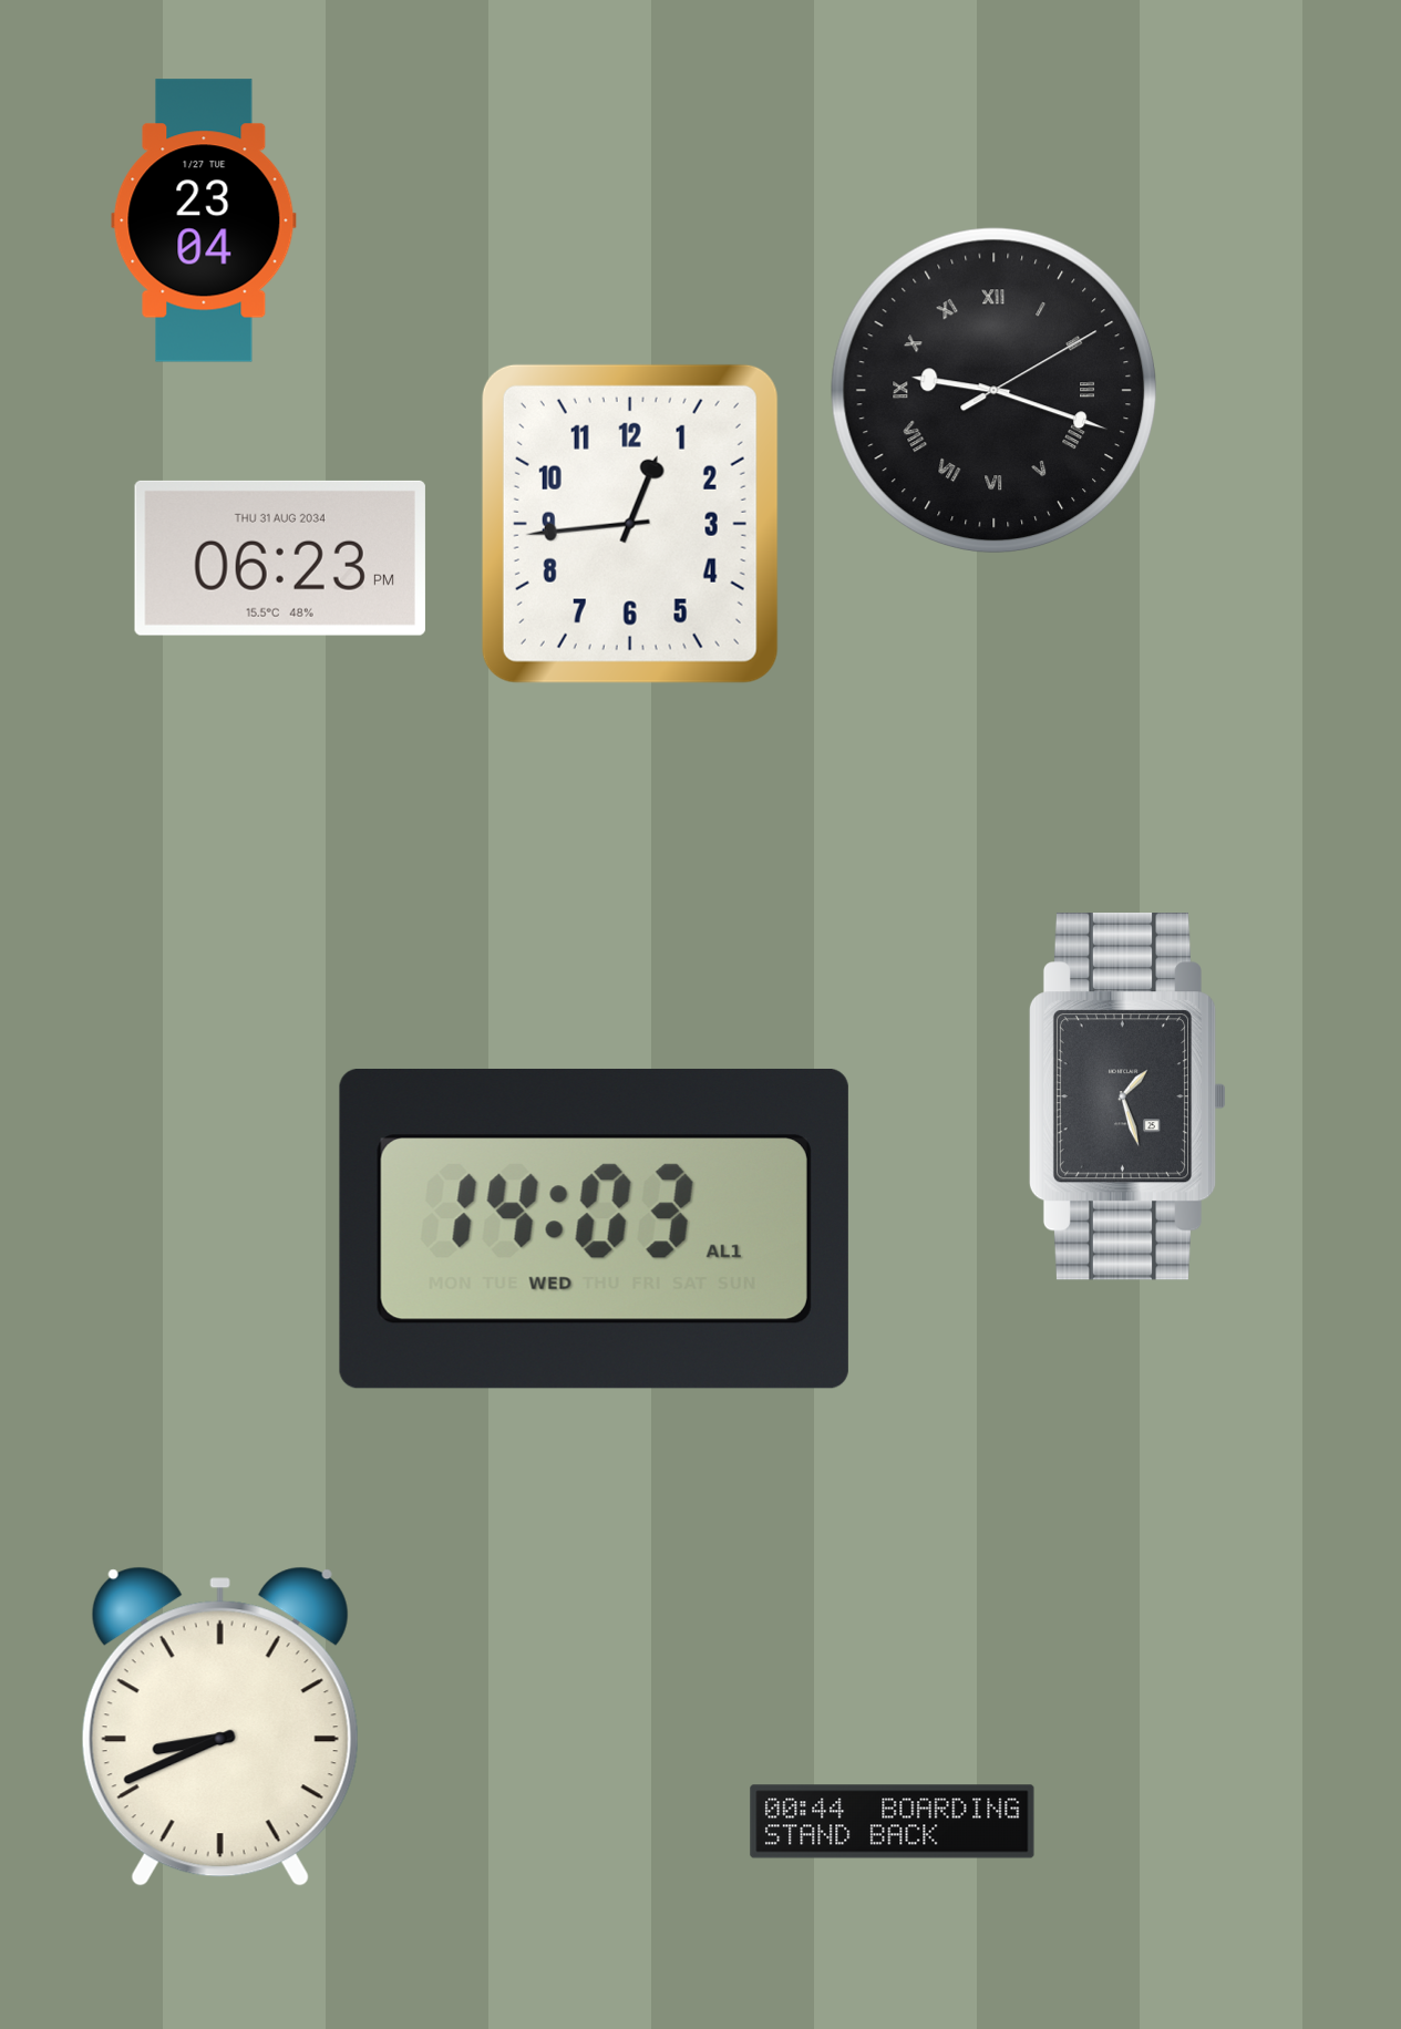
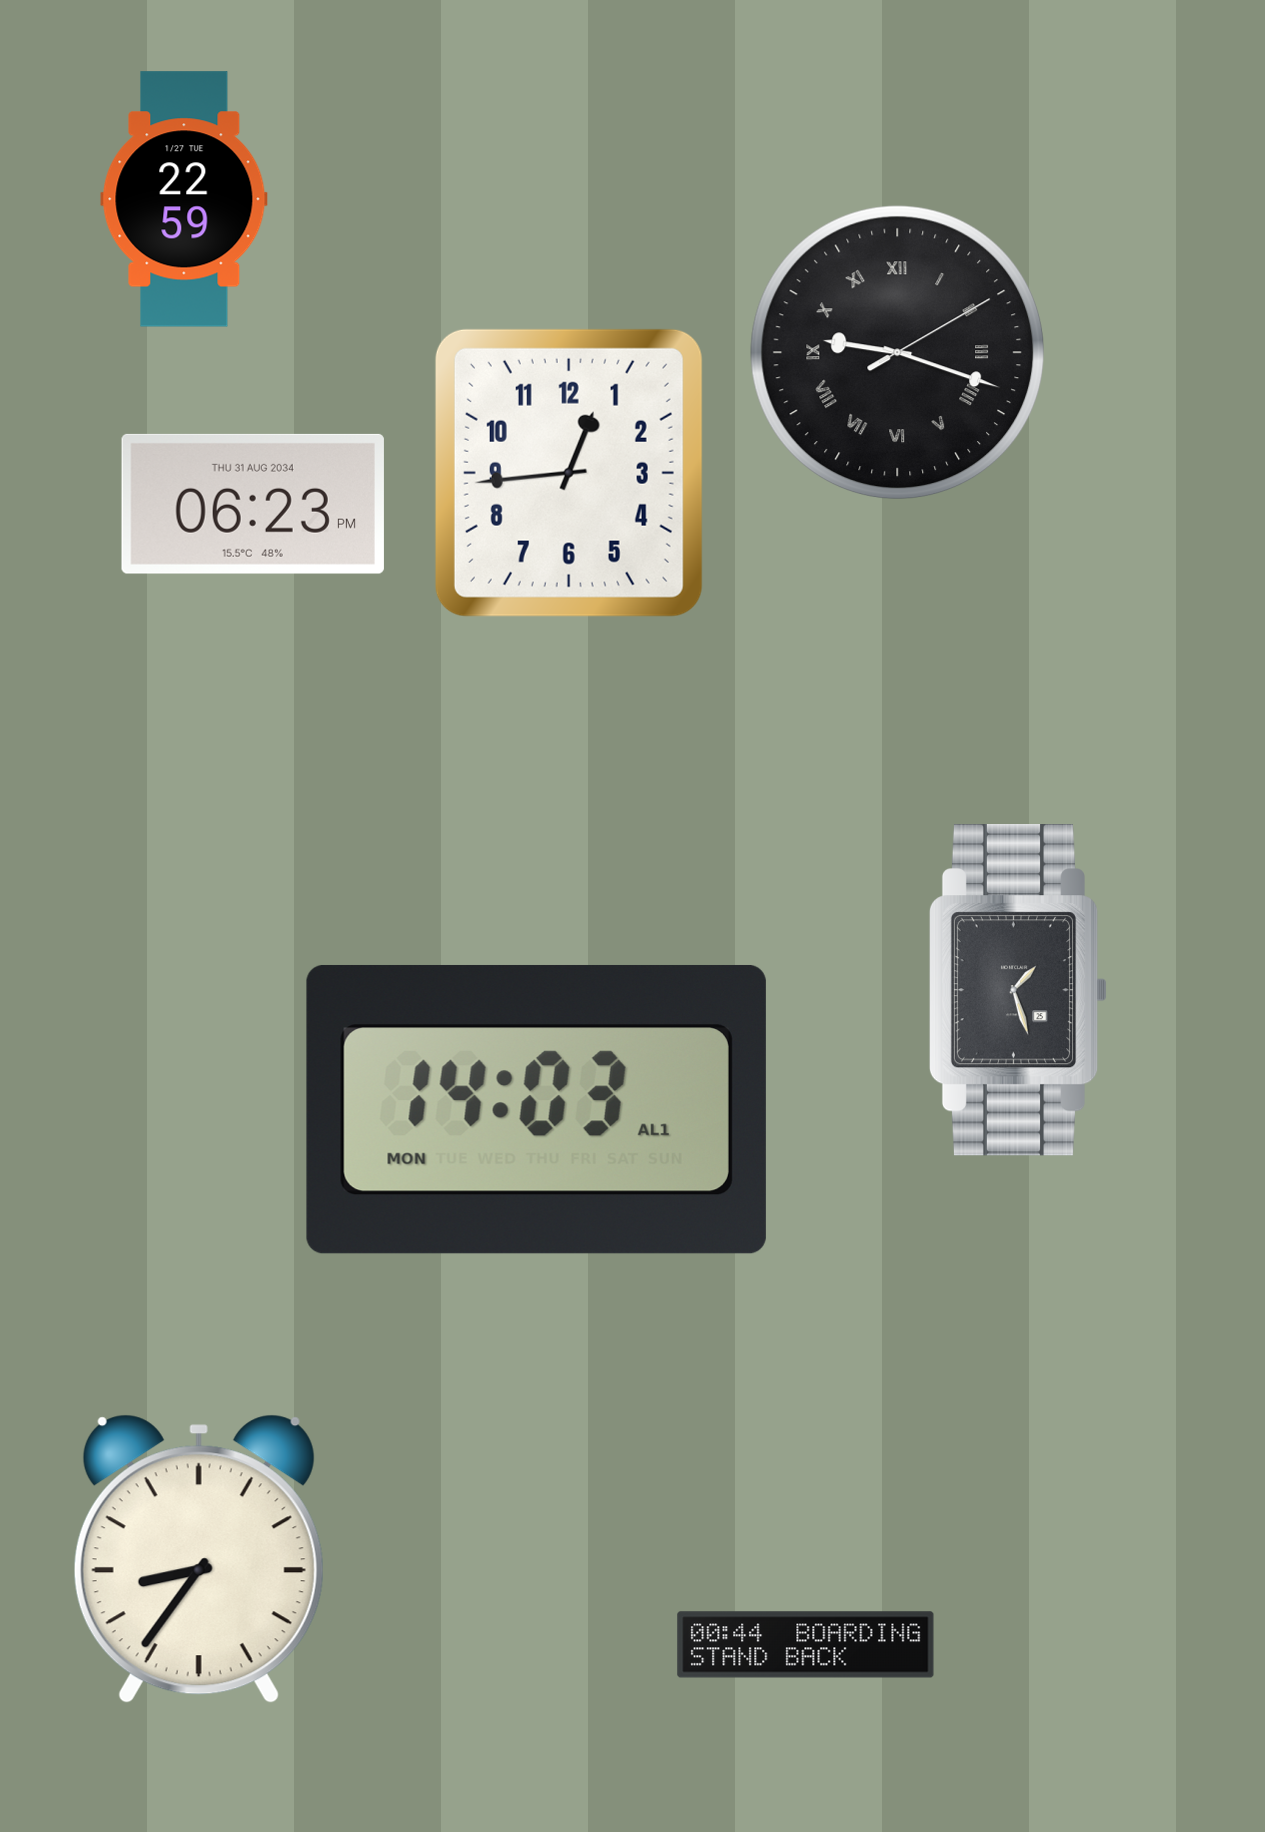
clock at (204, 220): 23:04 -> 22:59
clock at (594, 1228) date: WED -> MON
clock at (220, 1727): 8:41 -> 8:36
